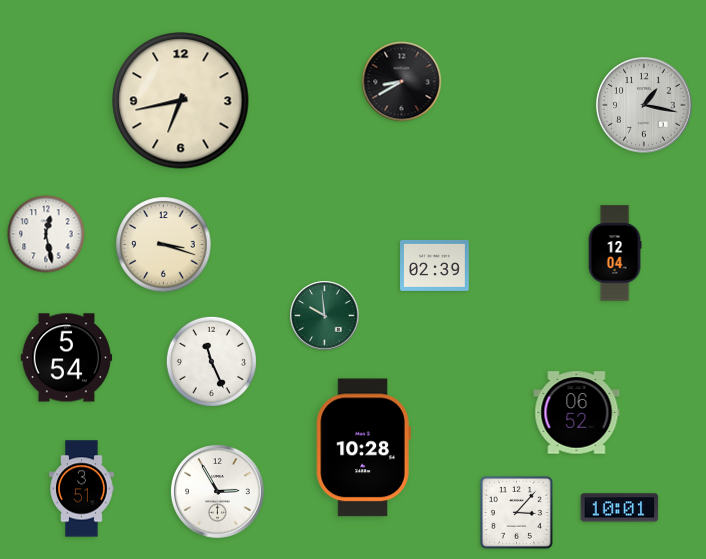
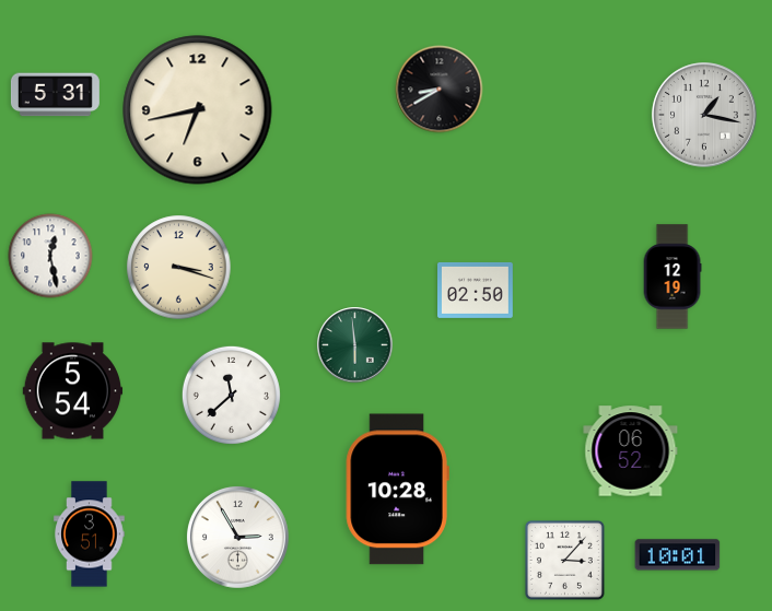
clock at (55, 95): none -> 5:31
clock at (615, 253): 12:04 -> 12:19
clock at (435, 265): 02:39 -> 02:50
clock at (325, 316): 9:59 -> 5:59
clock at (211, 361): 11:26 -> 11:38
